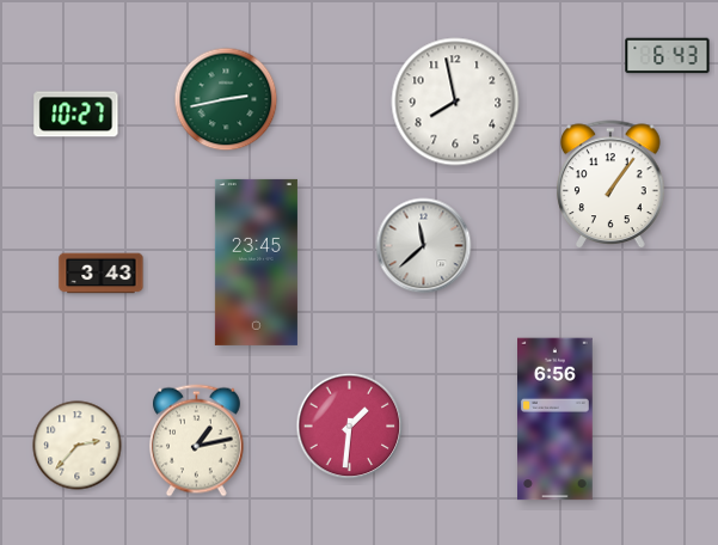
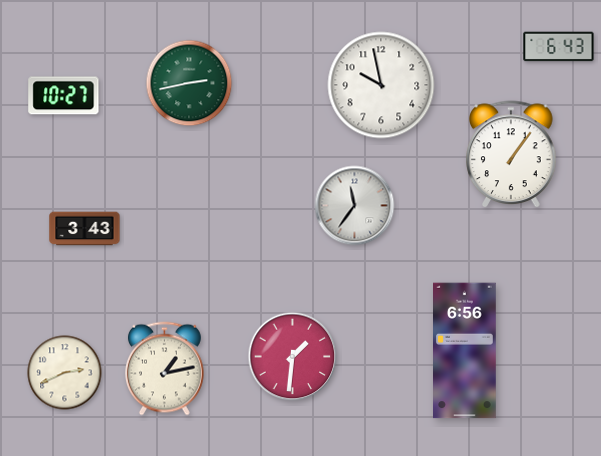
clock at (455, 102): 7:58 -> 9:58
clock at (424, 246): 11:38 -> 11:36
clock at (256, 262): 23:45 -> none
clock at (78, 446): 2:37 -> 2:41
